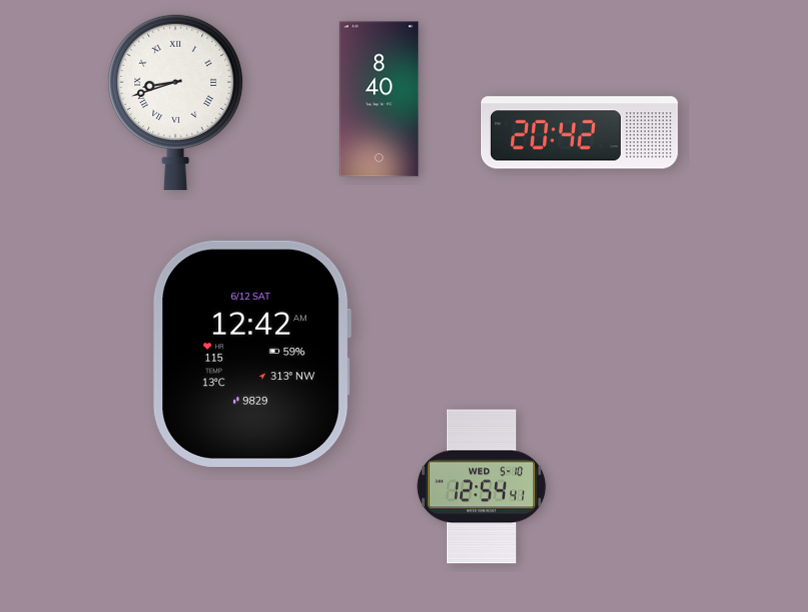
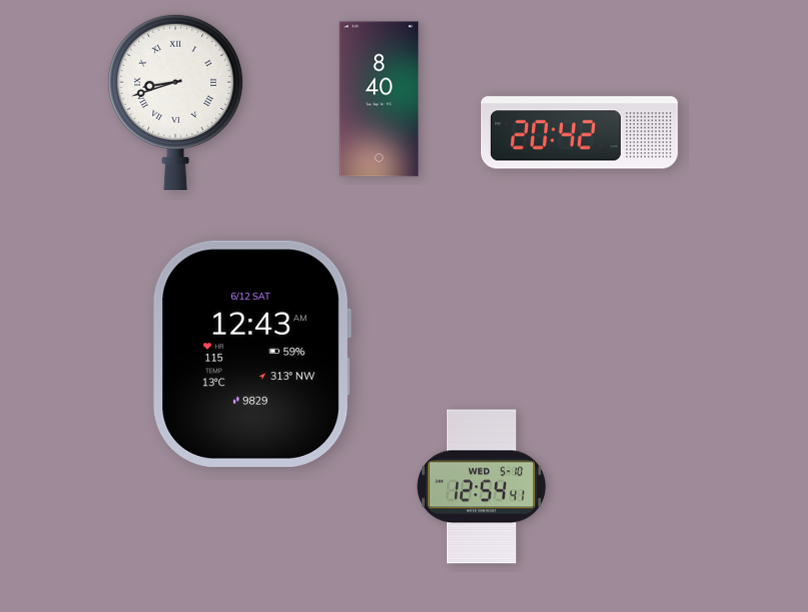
clock at (252, 354): 12:42 -> 12:43
